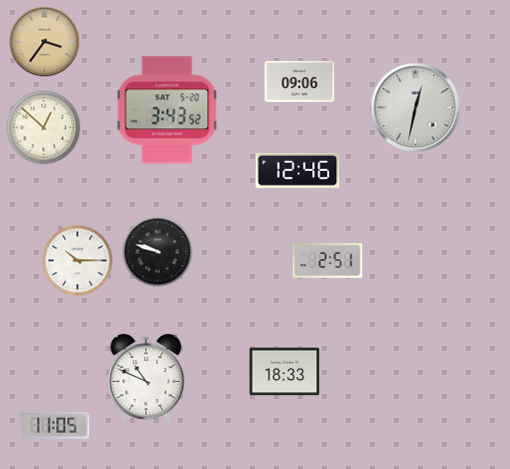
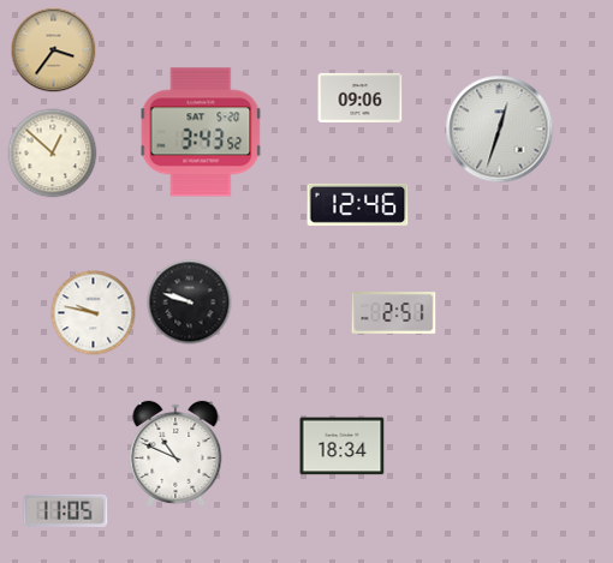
clock at (416, 108): 12:32 -> 12:33
clock at (78, 261): 10:15 -> 9:47
clock at (285, 372): 18:33 -> 18:34
